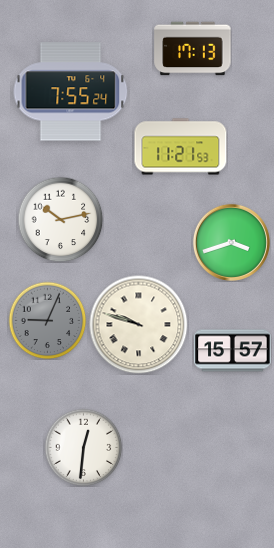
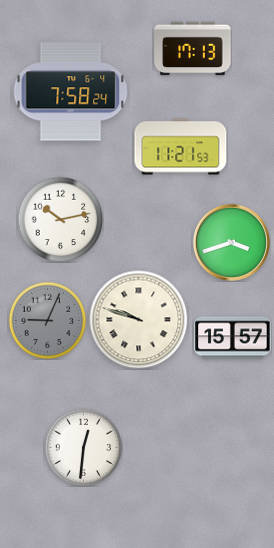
clock at (71, 92): 7:55 -> 7:58
clock at (139, 325) position: (139, 325) -> (139, 320)
clock at (233, 351) position: (233, 351) -> (233, 338)
